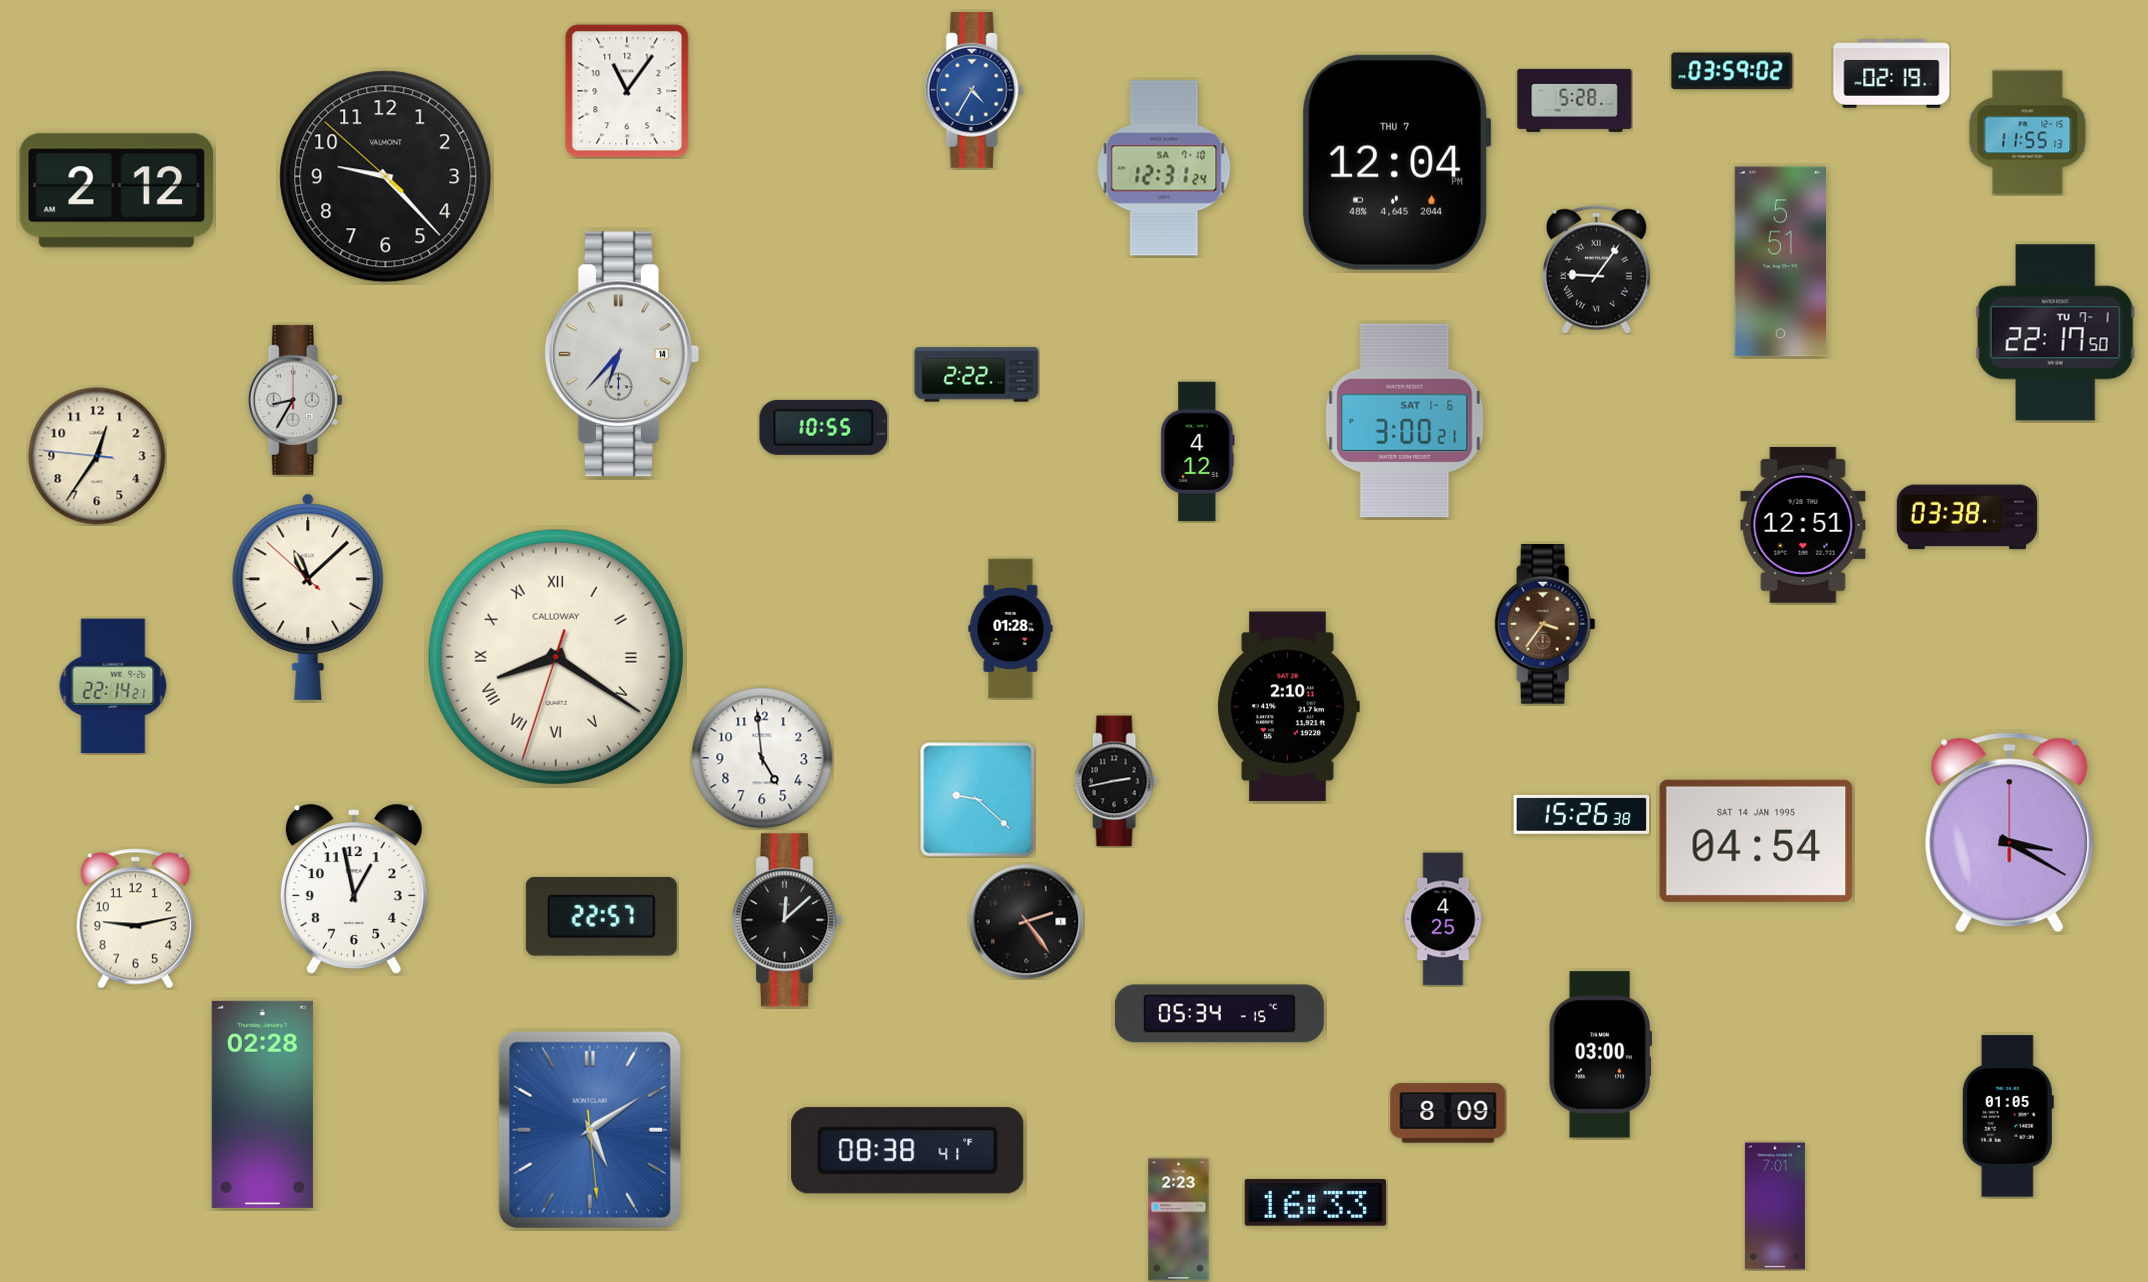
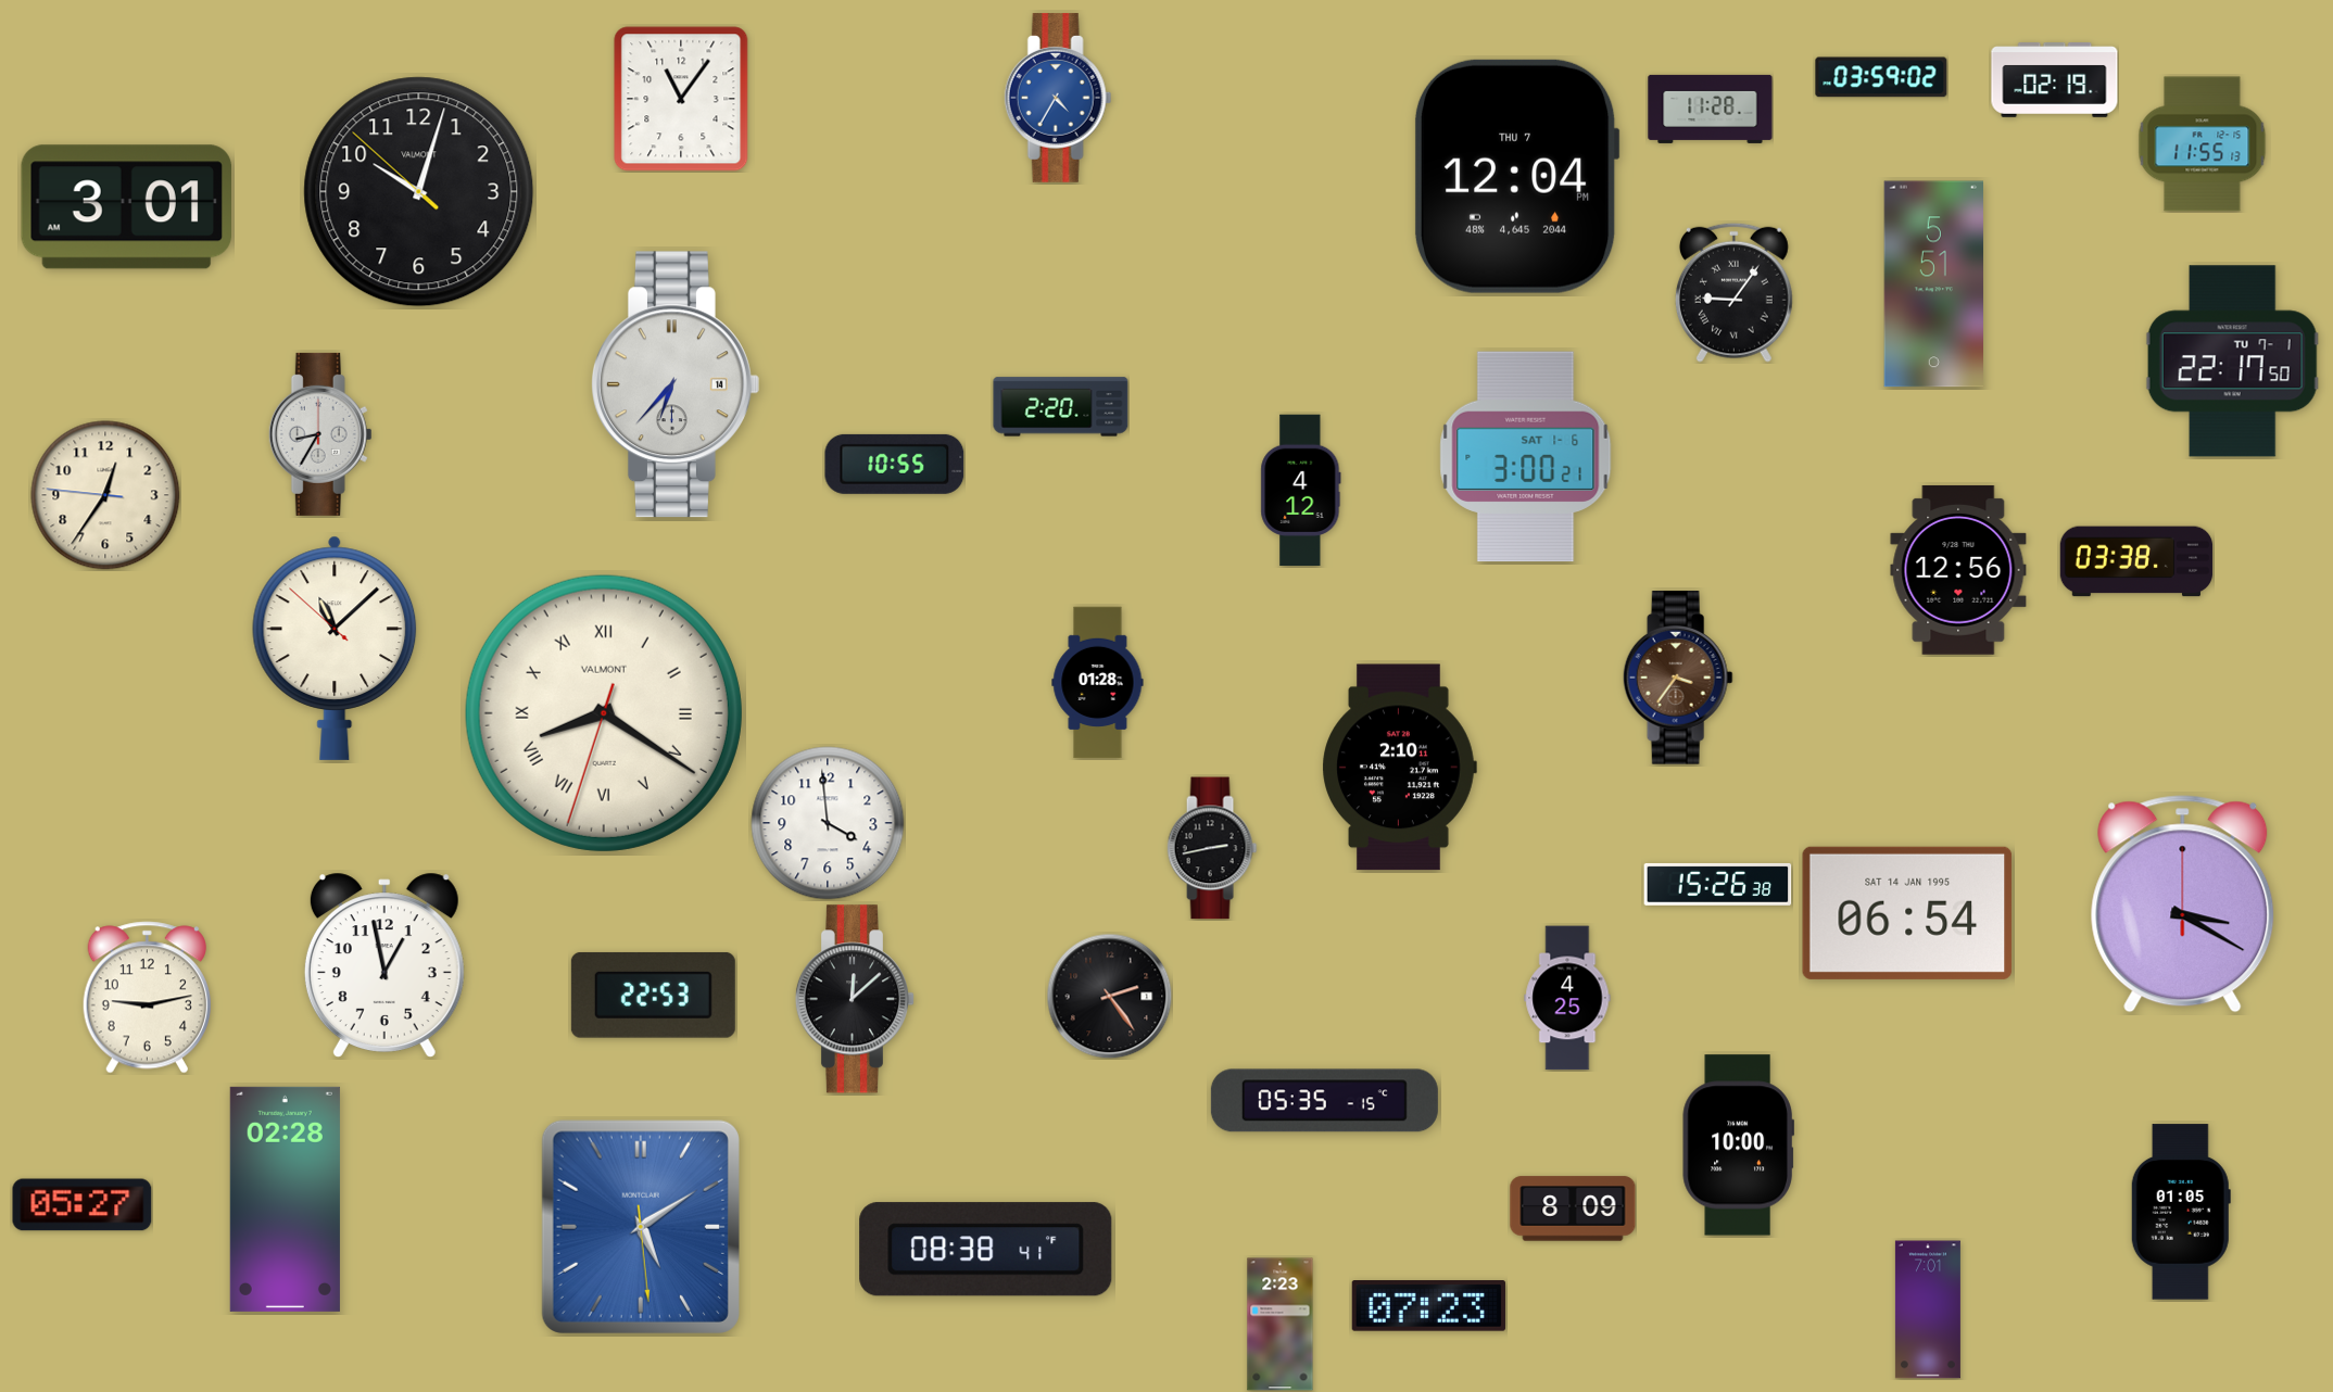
clock at (1575, 100): 5:28 -> 11:28
clock at (1164, 168): 12:31 -> none
clock at (386, 177): 9:22 -> 10:02
clock at (117, 191): 2:12 -> 3:01
clock at (977, 375): 2:22 -> 2:20
clock at (1803, 525): 12:51 -> 12:56
clock at (556, 657) brand: CALLOWAY -> VALMONT
clock at (113, 686): 22:14 -> none
clock at (762, 758): 4:59 -> 3:59
clock at (978, 800): 9:22 -> none
clock at (1756, 841): 04:54 -> 06:54
clock at (601, 917): 22:57 -> 22:53
clock at (1026, 921) position: (1026, 921) -> (1109, 996)
clock at (1219, 1014): 05:34 -> 05:35
clock at (1600, 1055): 03:00 -> 10:00
clock at (83, 1205): none -> 05:27
clock at (1315, 1203): 16:33 -> 07:23
